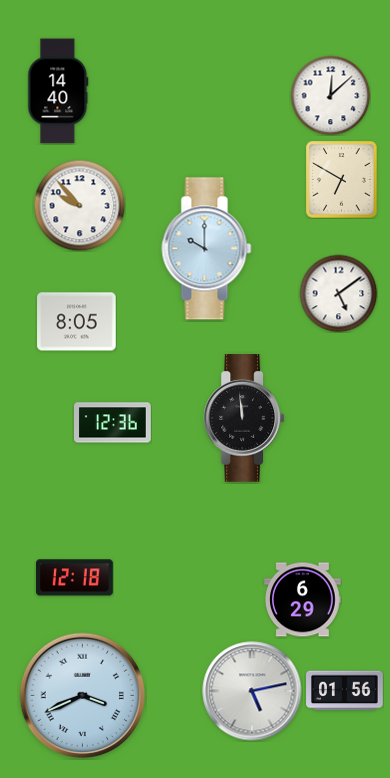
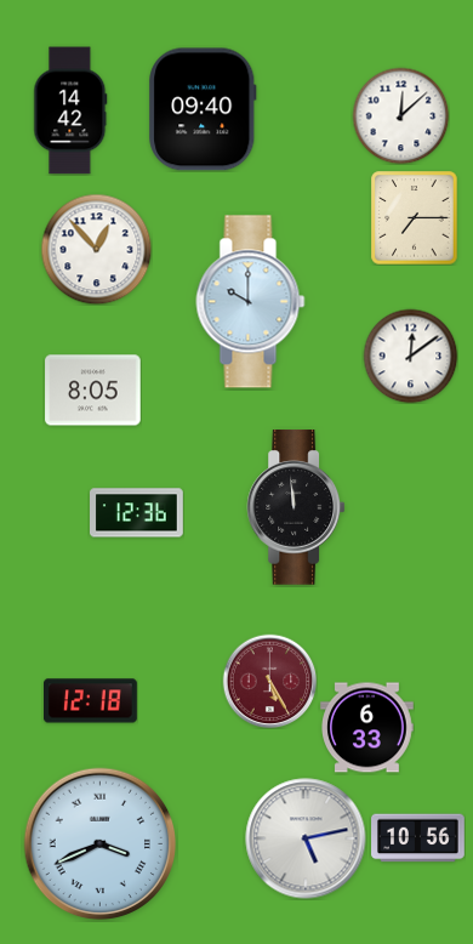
clock at (203, 109): none -> 09:40
clock at (58, 91): 14:40 -> 14:42
clock at (342, 179): 6:50 -> 7:15
clock at (79, 205): 9:53 -> 12:53
clock at (338, 293): 5:09 -> 12:09
clock at (269, 681): none -> 5:25
clock at (303, 600): 6:29 -> 6:33
clock at (345, 691): 01:56 -> 10:56
